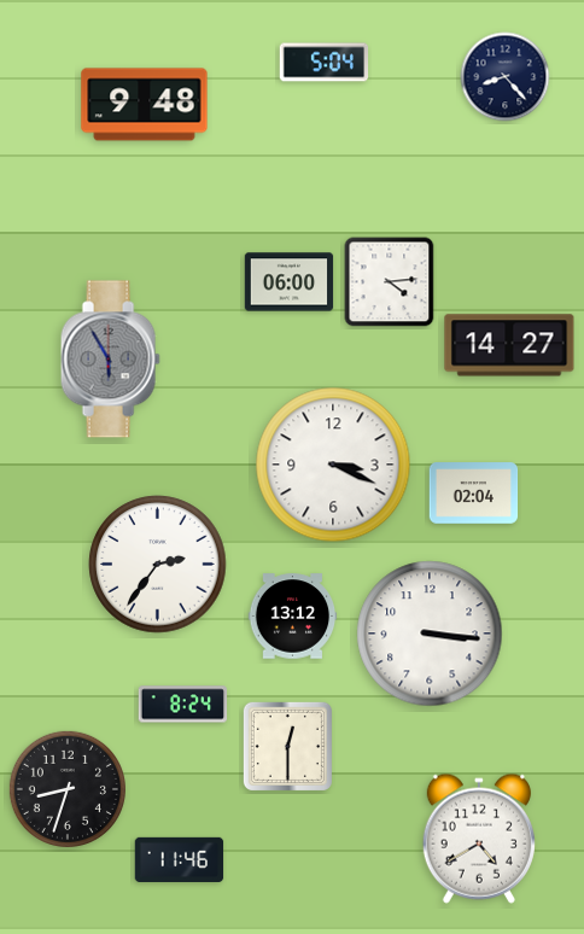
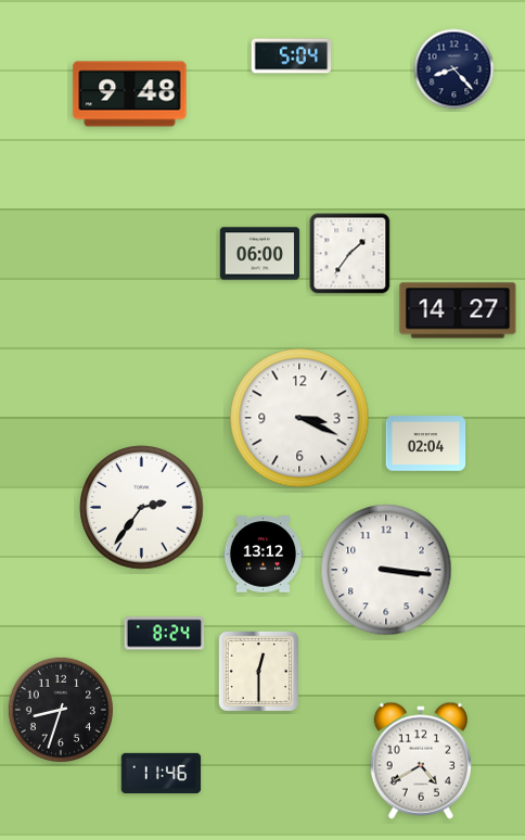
clock at (390, 282): 4:14 -> 1:36
clock at (110, 360): 5:55 -> none
clock at (479, 839) position: (479, 839) -> (421, 761)
